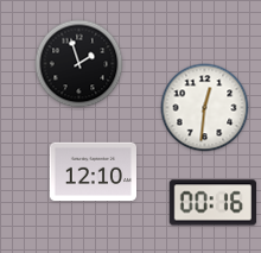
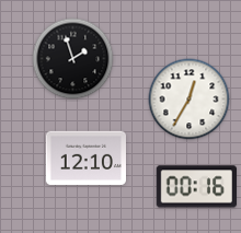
clock at (205, 108): 12:31 -> 12:35
